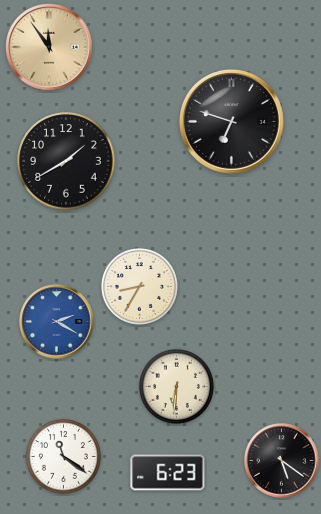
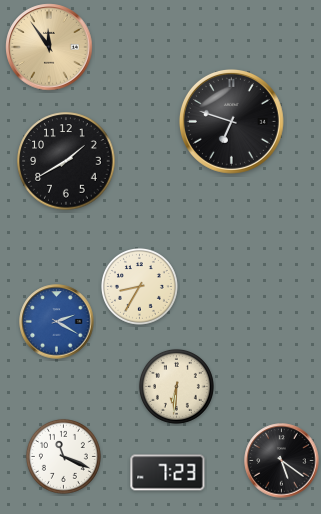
clock at (63, 456): 11:21 -> 11:19
clock at (168, 473): 6:23 -> 7:23
